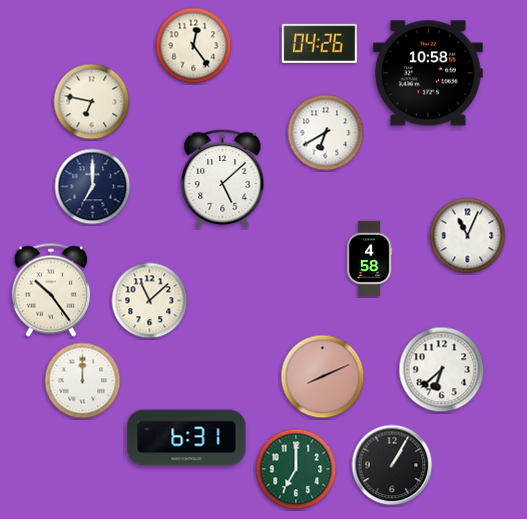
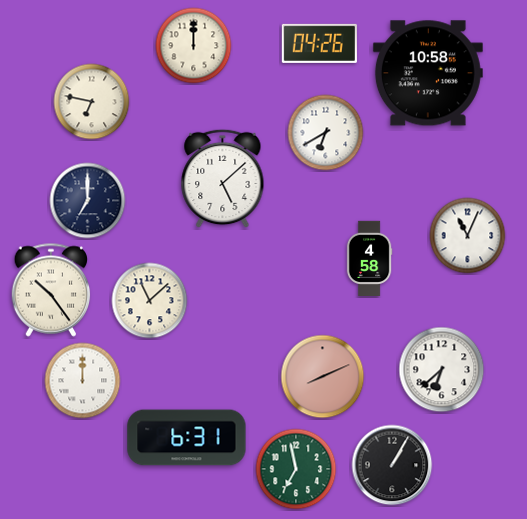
clock at (194, 46): 12:24 -> 12:00
clock at (93, 187) position: (93, 187) -> (88, 201)
clock at (296, 469): 7:00 -> 6:58
